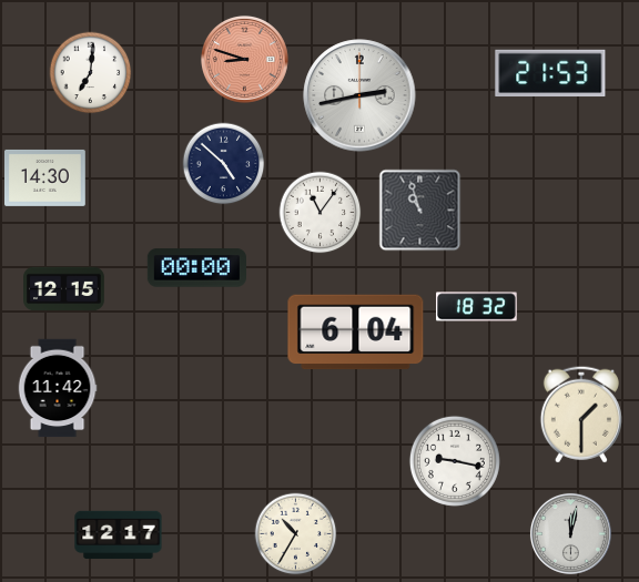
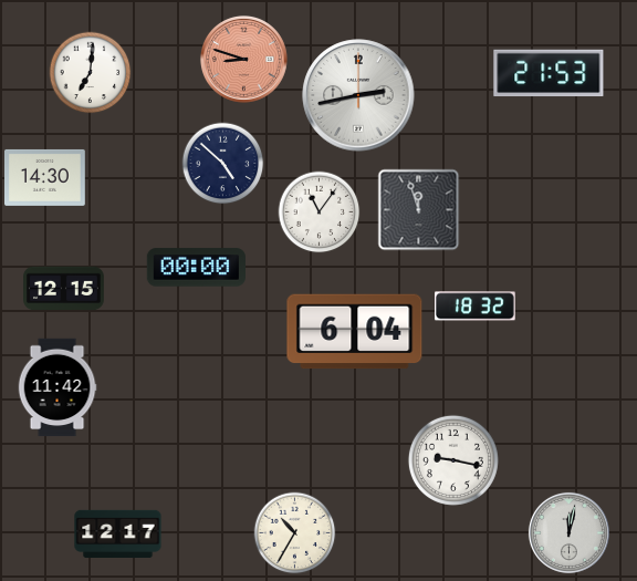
clock at (420, 211): 10:57 -> 11:57
clock at (581, 415): 1:30 -> none
